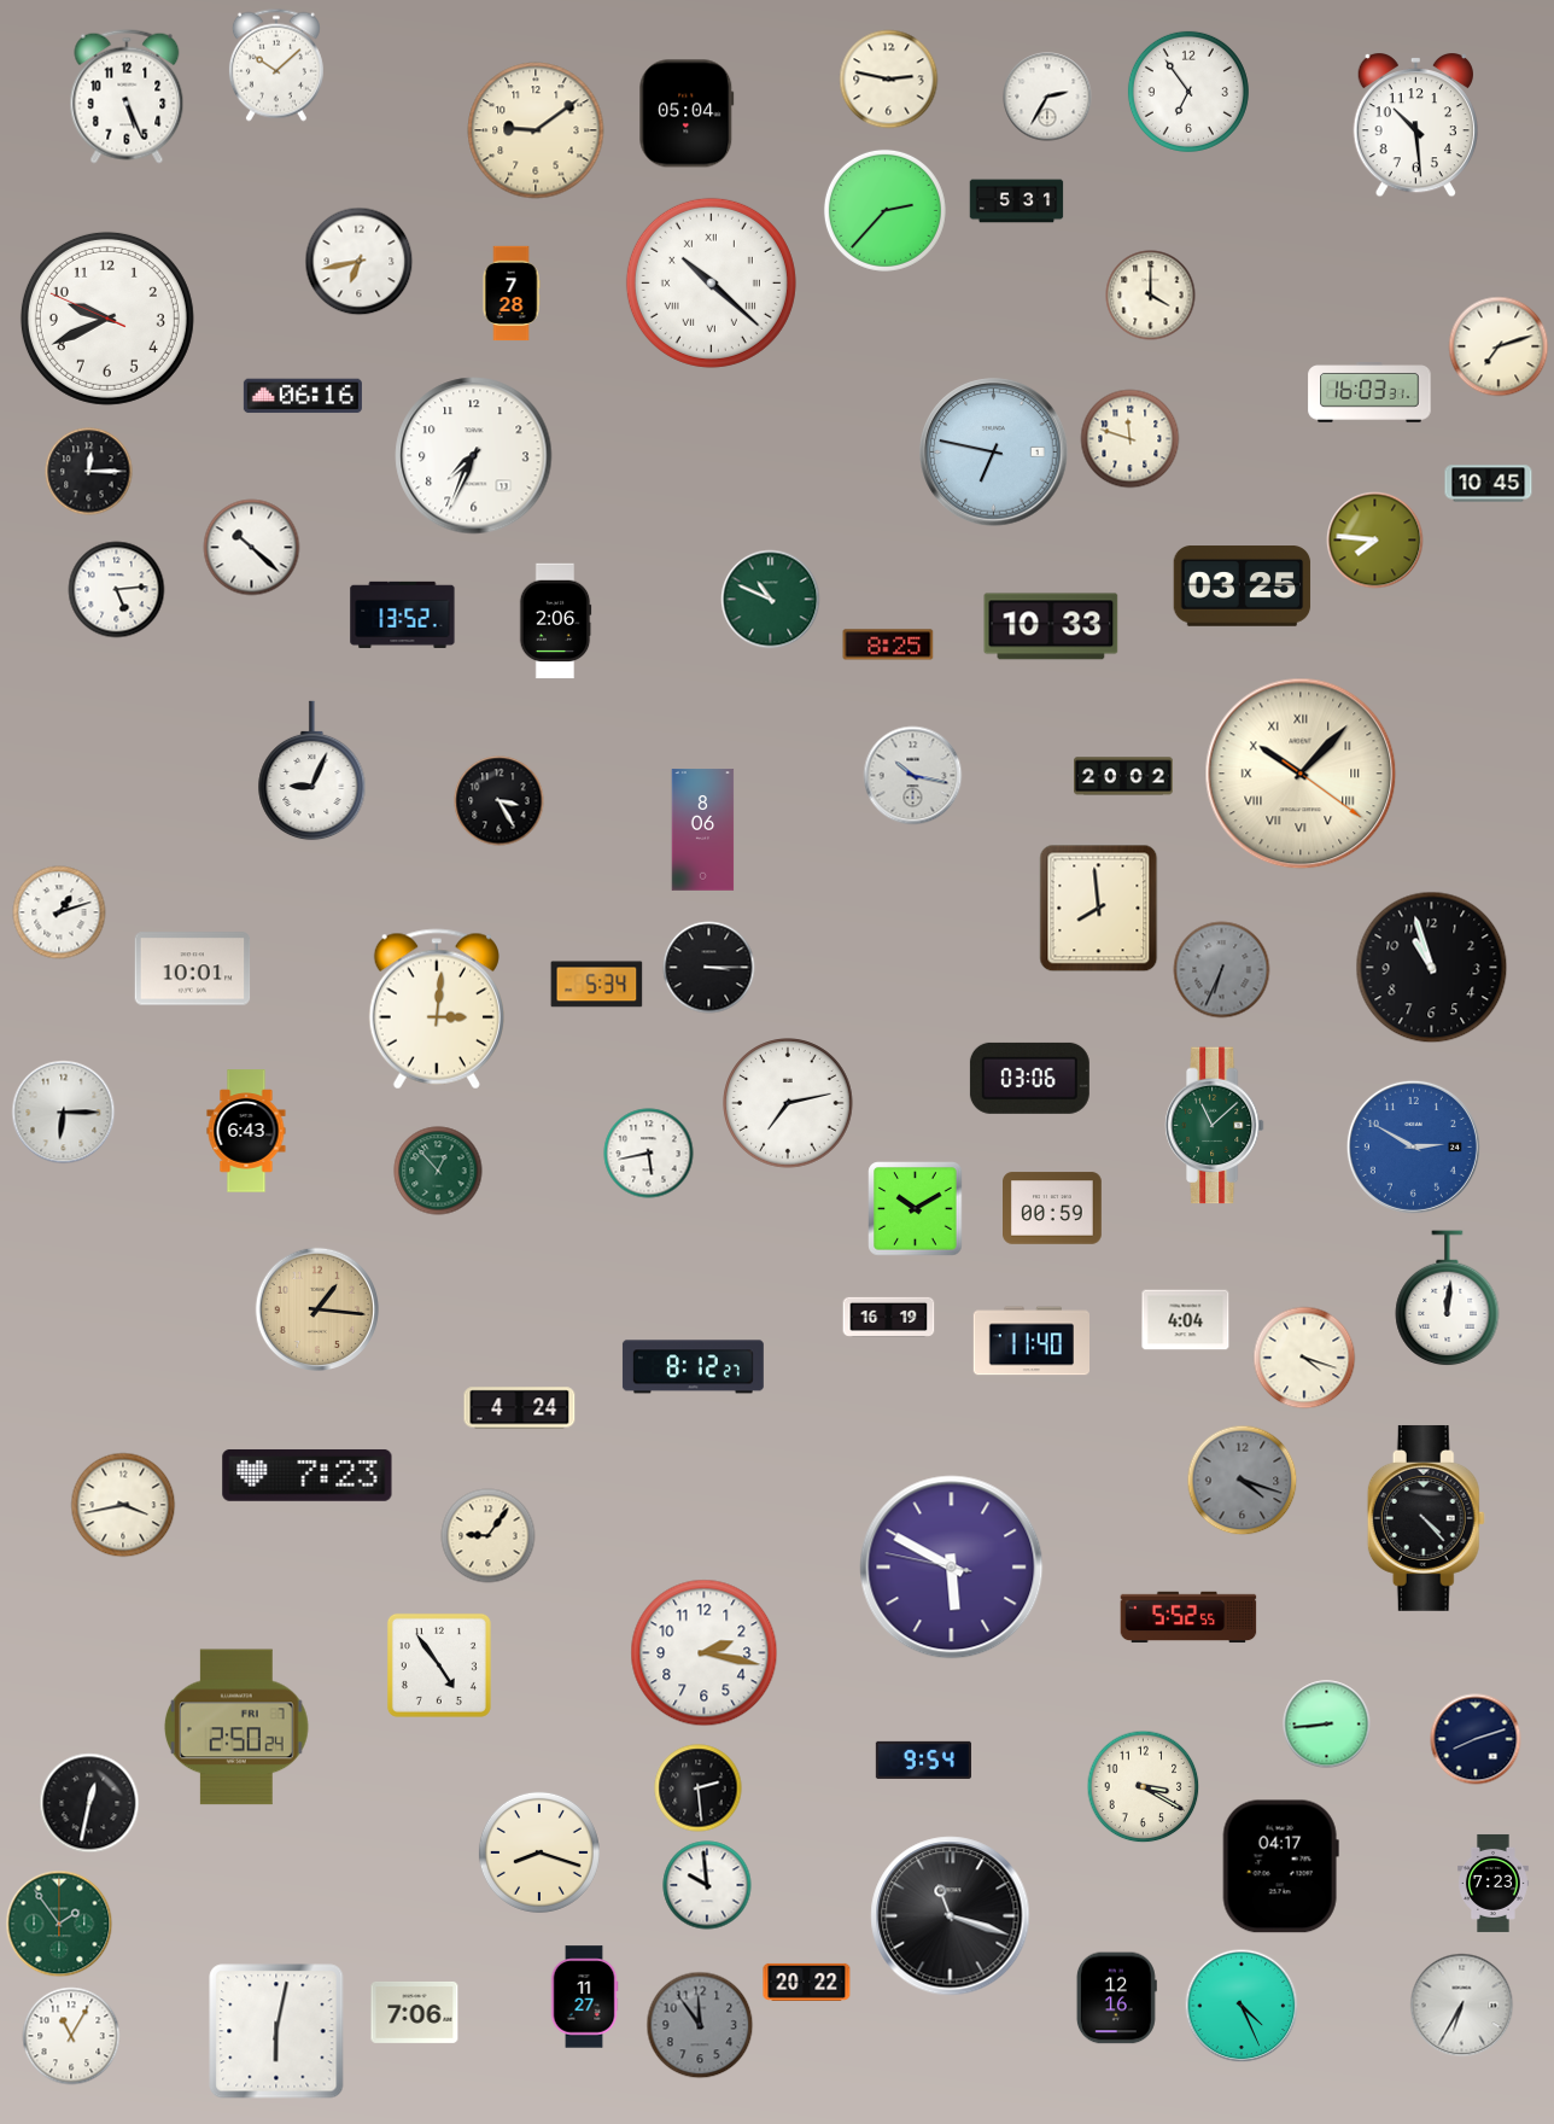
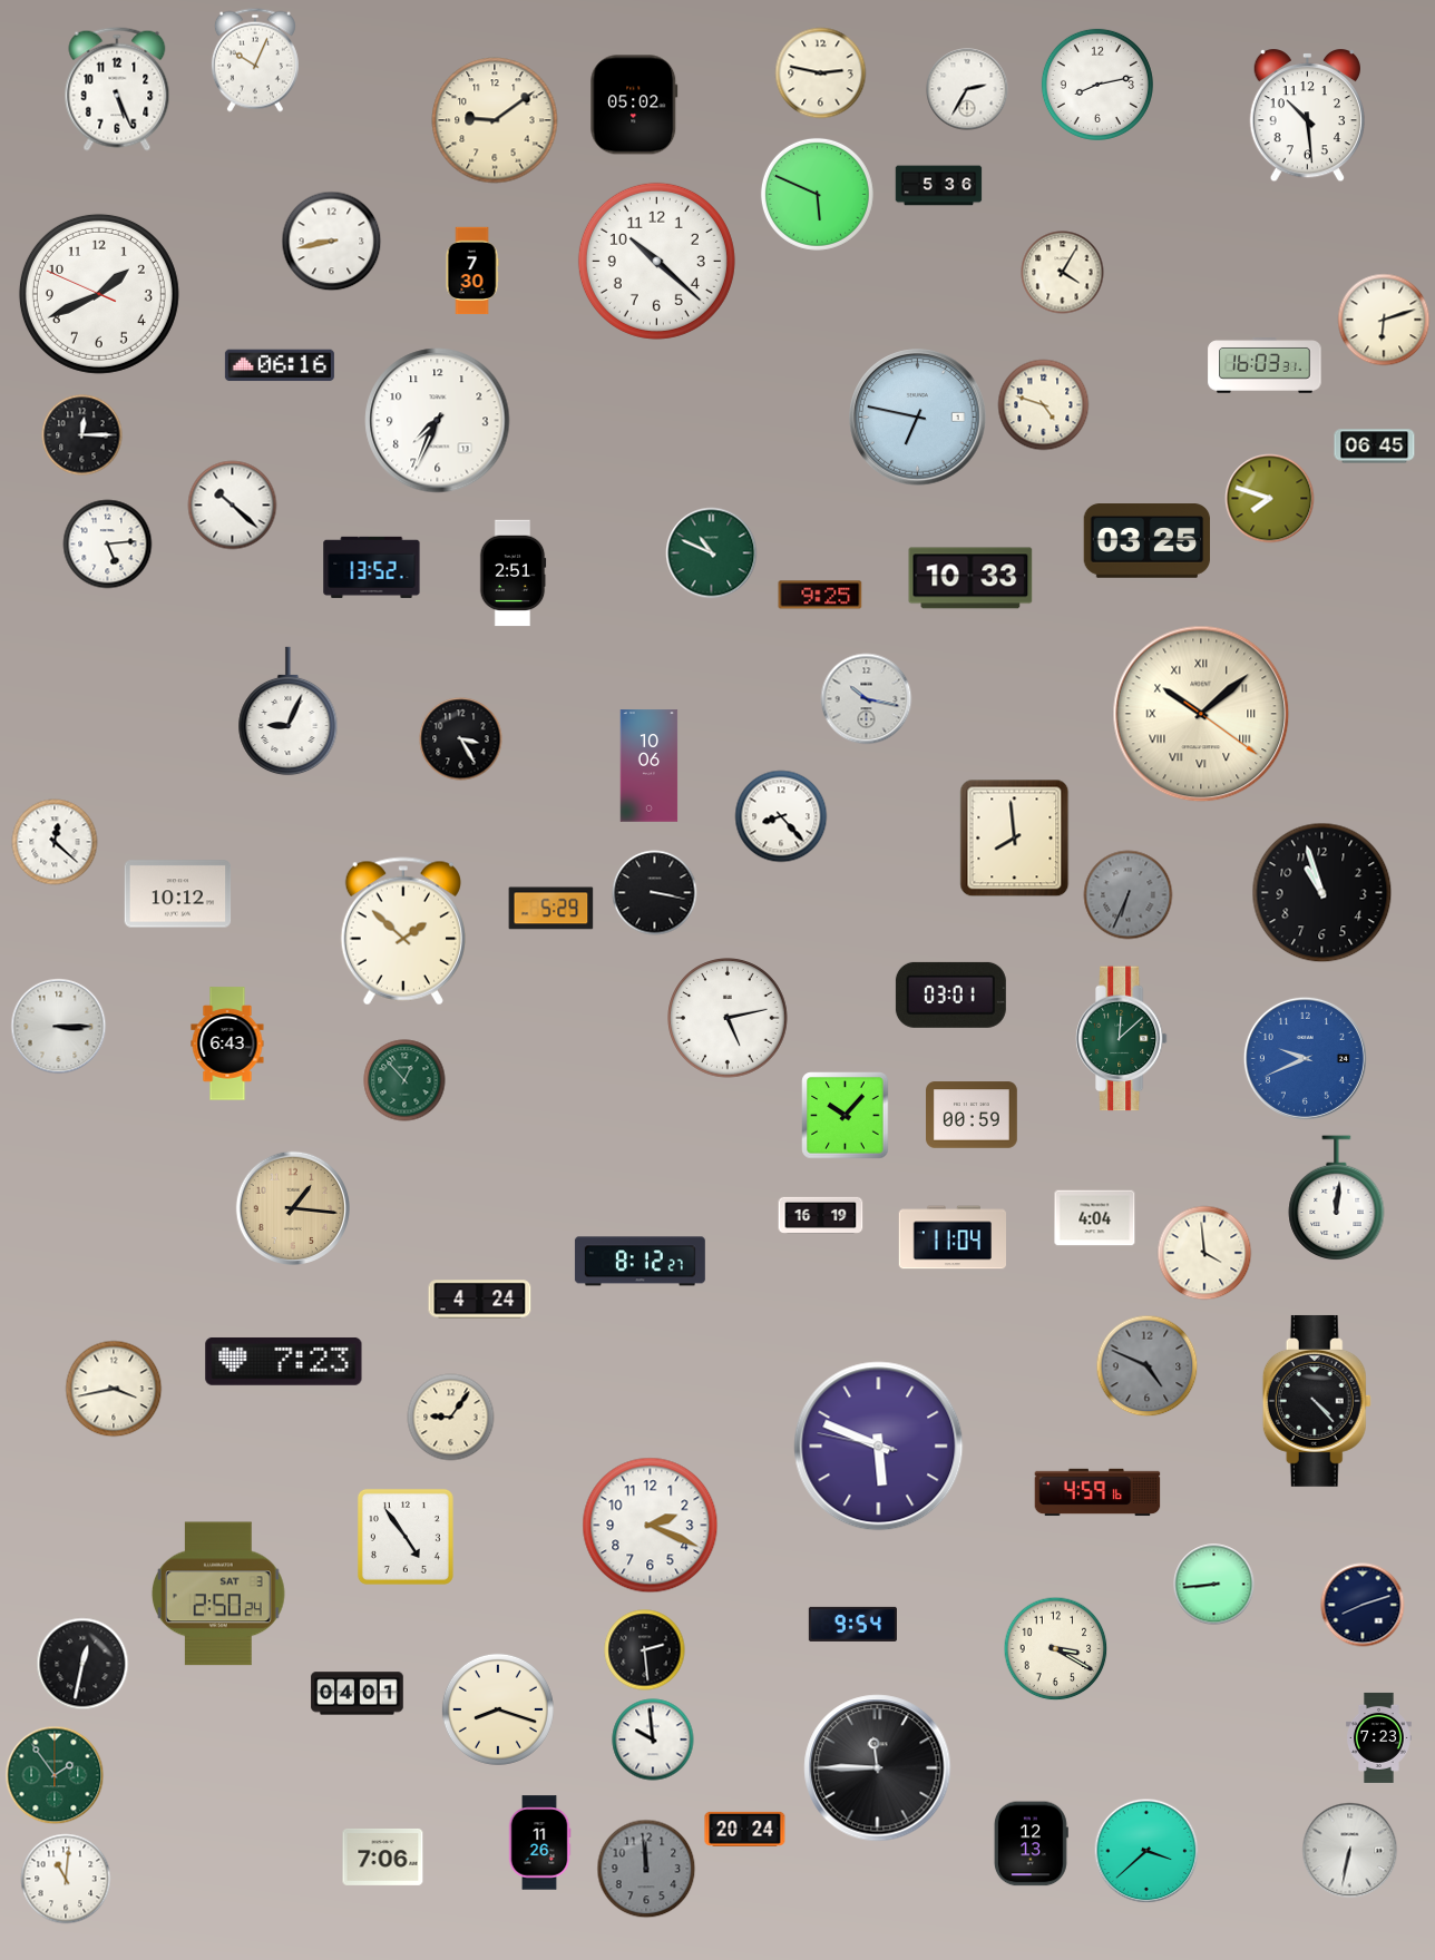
clock at (276, 65): 10:08 -> 10:04
clock at (1188, 92): 6:54 -> 8:13
clock at (687, 113): 05:04 -> 05:02
clock at (1017, 202): 5:31 -> 5:36
clock at (884, 210): 2:37 -> 5:49
clock at (360, 262): 6:43 -> 8:43
clock at (711, 282) numerals: Roman -> Arabic
clock at (512, 293): 7:28 -> 7:30
clock at (1151, 296): 4:00 -> 4:05
clock at (107, 319): 9:40 -> 1:40
clock at (1498, 346): 7:12 -> 6:12
clock at (1369, 393) position: (1369, 393) -> (1265, 366)
clock at (1131, 439): 11:48 -> 4:48
clock at (1489, 484): 10:45 -> 06:45
clock at (1375, 541): 7:46 -> 7:48
clock at (555, 622): 2:06 -> 2:51
clock at (888, 644): 8:25 -> 9:25
clock at (1301, 774): 10:07 -> 10:08
clock at (913, 776) position: (913, 776) -> (867, 699)
clock at (1124, 776): 20:02 -> none
clock at (703, 830): 8:06 -> 10:06
clock at (781, 816): none -> 8:23
clock at (59, 912): 1:12 -> 12:22
clock at (709, 968): 3:15 -> 3:17
clock at (193, 969): 10:01 -> 10:12
clock at (597, 985): 5:34 -> 5:29
clock at (437, 1009): 3:01 -> 1:52
clock at (1029, 1078): 03:06 -> 03:01
clock at (788, 1103): 7:13 -> 5:13
clock at (64, 1113): 6:15 -> 3:15
clock at (1214, 1126): 11:08 -> 12:08
clock at (1413, 1146): 2:50 -> 9:41
clock at (649, 1154): 5:43 -> none
clock at (916, 1209): 10:10 -> 10:07
clock at (1030, 1341): 11:40 -> 11:04
clock at (1304, 1358): 4:18 -> 3:59
clock at (1243, 1481): 4:18 -> 4:49
clock at (952, 1568): 5:49 -> 5:48
clock at (1188, 1617): 5:52 -> 4:59
clock at (705, 1653): 2:17 -> 2:19
clock at (1327, 1725) position: (1327, 1725) -> (1214, 1585)
clock at (236, 1727) date: FRI 7 -> SAT 3
clock at (358, 1694): none -> 04:01
clock at (1280, 1867): 04:17 -> none
clock at (951, 1916): 11:18 -> 11:45
clock at (807, 1982): 20:22 -> 20:24
clock at (584, 1997): 11:27 -> 11:26
clock at (1116, 1998): 12:16 -> 12:13
clock at (1242, 2006): 4:26 -> 3:38
clock at (1462, 2006): 6:35 -> 6:32
clock at (700, 2025): 11:54 -> 11:59
clock at (276, 2031): 6:02 -> none
clock at (71, 2036): 11:05 -> 11:01
